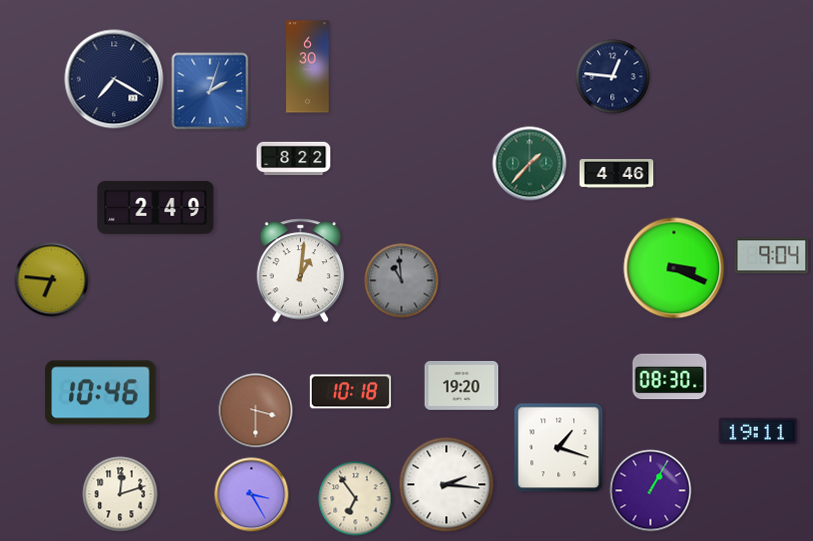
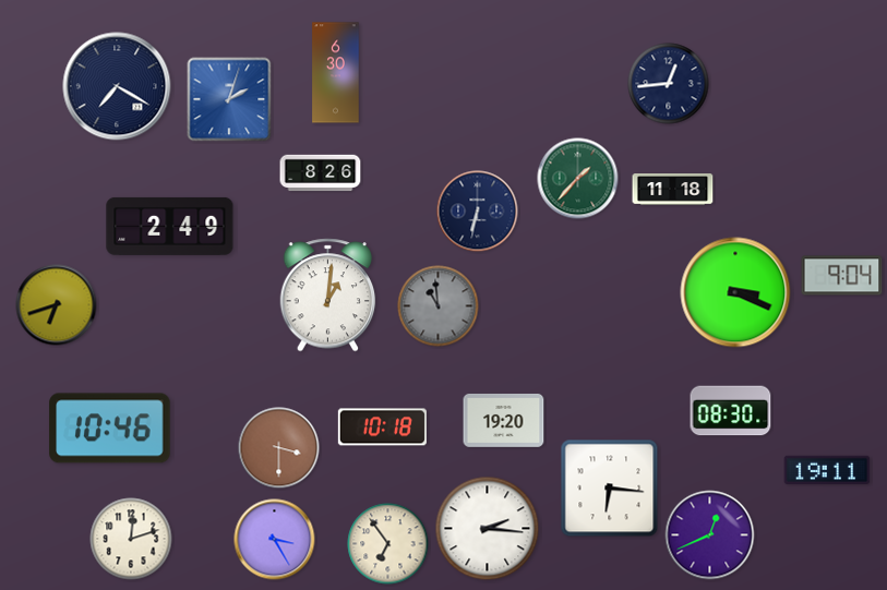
clock at (613, 77): 12:46 -> 12:44
clock at (114, 79) position: (114, 79) -> (117, 86)
clock at (294, 159): 8:22 -> 8:26
clock at (617, 174): 4:46 -> 11:18
clock at (478, 212): none -> 6:32
clock at (772, 256) position: (772, 256) -> (842, 276)
clock at (52, 280): 6:46 -> 6:42
clock at (559, 448): 1:18 -> 6:16
clock at (651, 491): 1:05 -> 12:41
